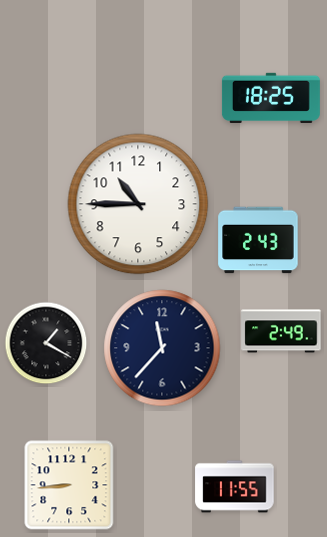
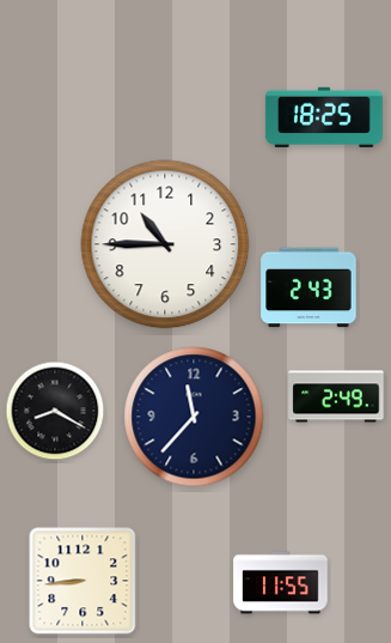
clock at (46, 343): 1:20 -> 8:20
